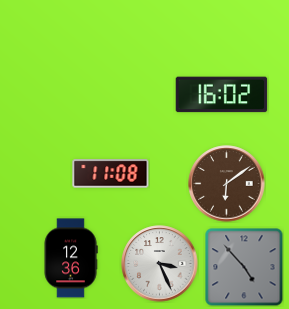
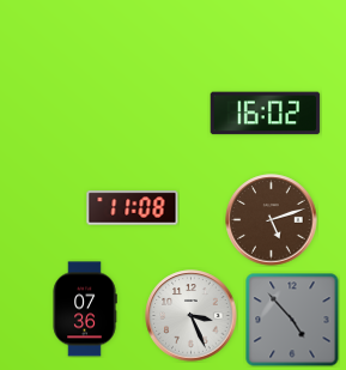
clock at (227, 184): 6:09 -> 5:12
clock at (71, 258): 12:36 -> 07:36
